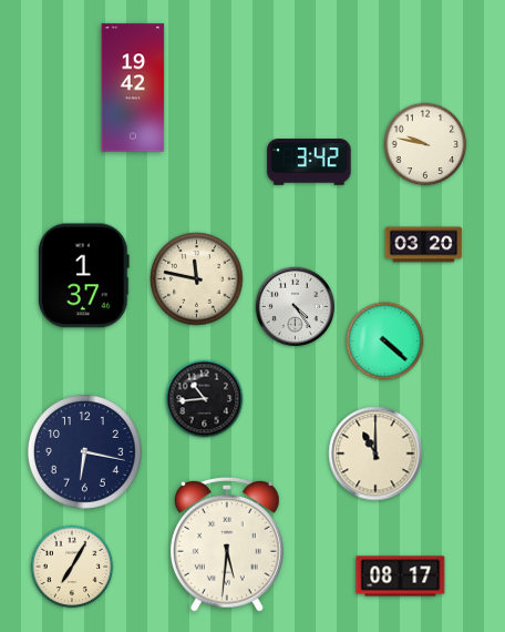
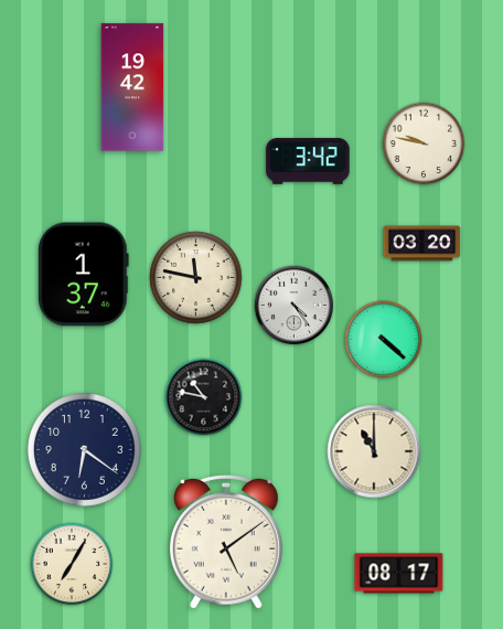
clock at (205, 399): 10:44 -> 10:47
clock at (84, 451): 6:17 -> 6:21
clock at (227, 544): 5:31 -> 5:09
